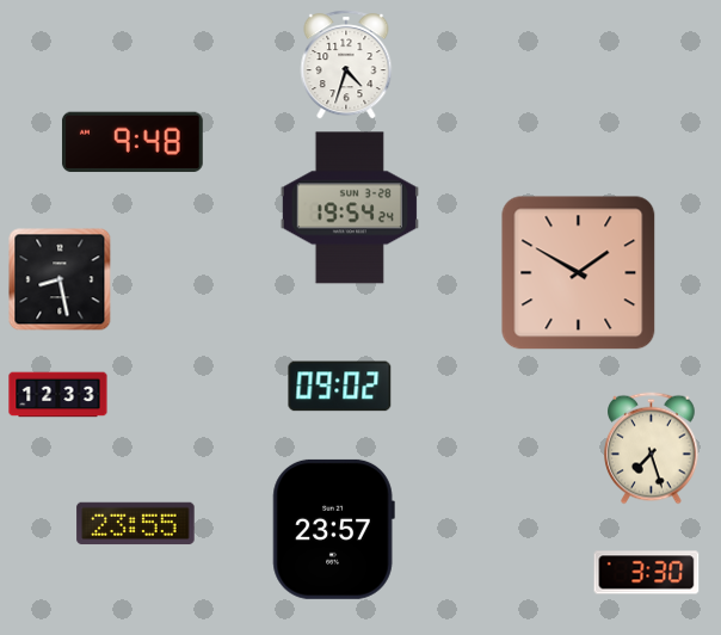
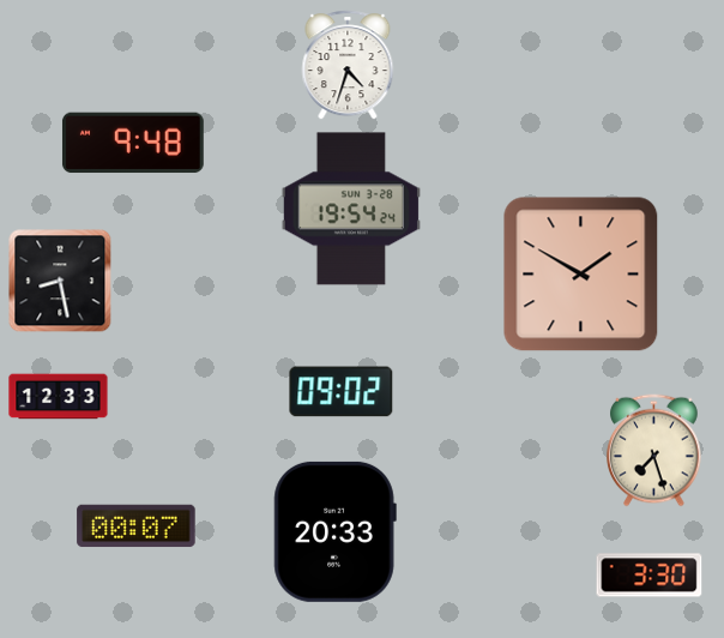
clock at (340, 387) position: (340, 387) -> (342, 392)
clock at (136, 524): 23:55 -> 00:07
clock at (333, 529): 23:57 -> 20:33
